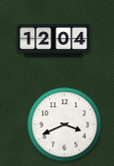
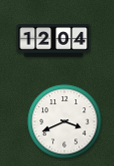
clock at (65, 125) position: (65, 125) -> (65, 122)
